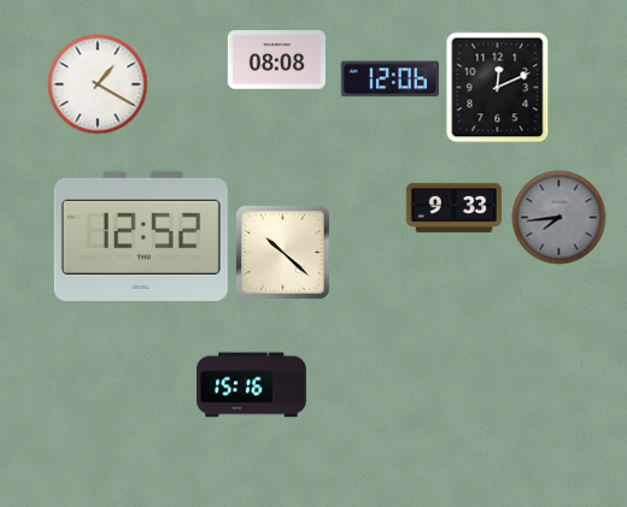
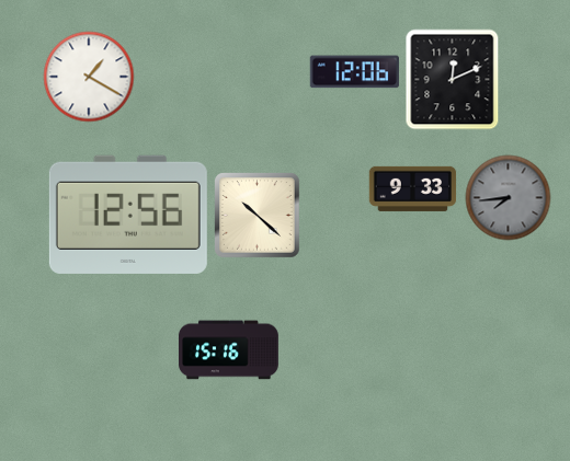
clock at (276, 60): 08:08 -> none
clock at (141, 236): 12:52 -> 12:56
clock at (283, 253) position: (283, 253) -> (258, 216)
